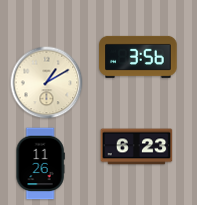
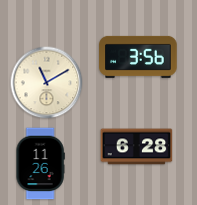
clock at (47, 83): 1:10 -> 11:10
clock at (137, 147): 6:23 -> 6:28
